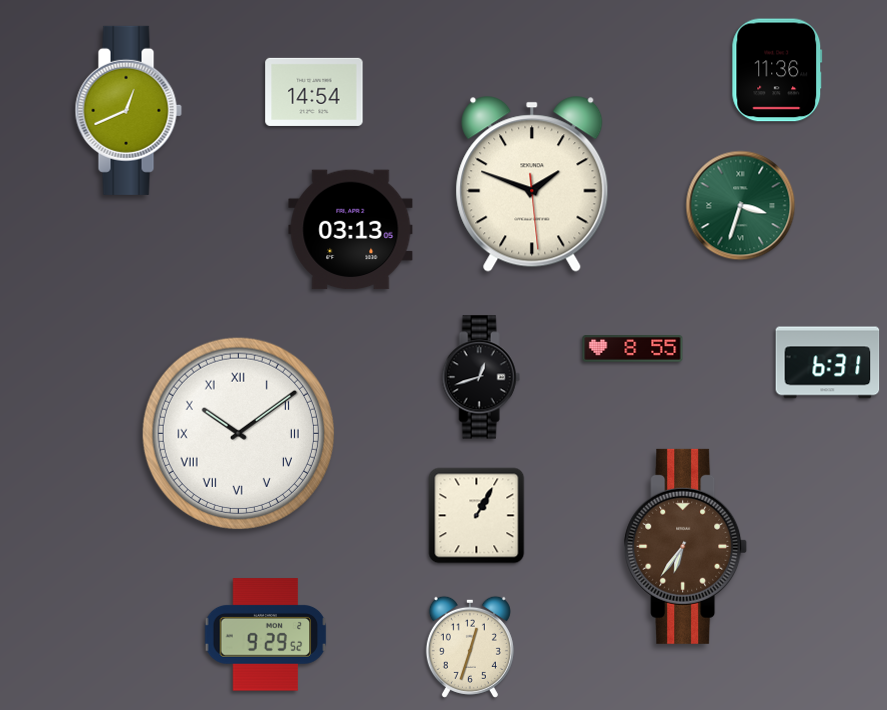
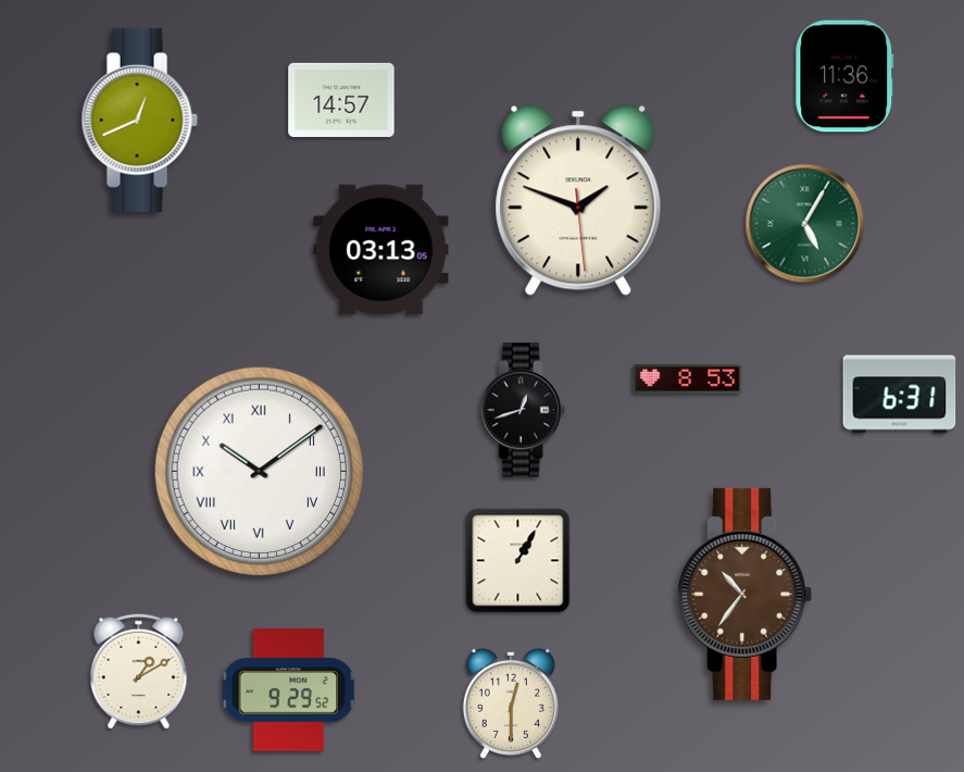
clock at (314, 92): 14:54 -> 14:57
clock at (741, 206): 3:33 -> 5:05
clock at (633, 349): 8:55 -> 8:53
clock at (686, 546): 6:36 -> 10:36
clock at (139, 672): none -> 1:10
clock at (470, 647): 12:33 -> 12:30
